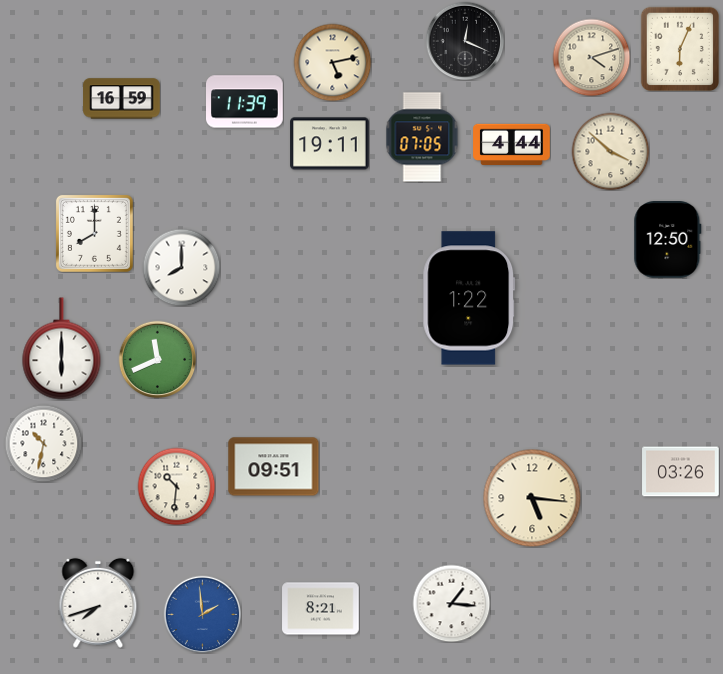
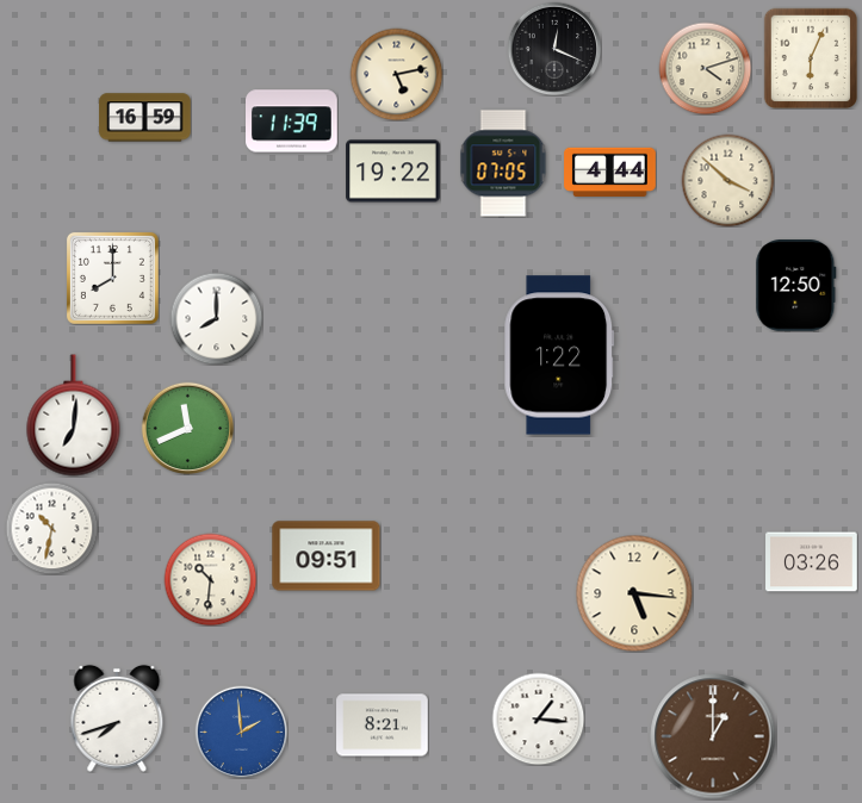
clock at (330, 144): 19:11 -> 19:22
clock at (62, 349): 6:00 -> 7:01
clock at (713, 736): none -> 1:00
